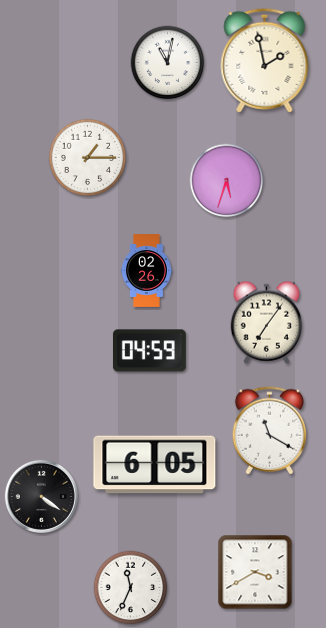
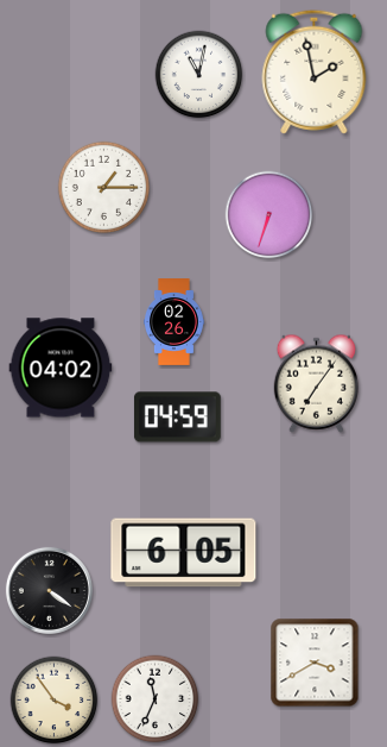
clock at (227, 181): 5:33 -> 6:33
clock at (61, 368): none -> 04:02
clock at (269, 431): 11:20 -> none
clock at (255, 572) position: (255, 572) -> (315, 663)
clock at (55, 701): none -> 3:54
